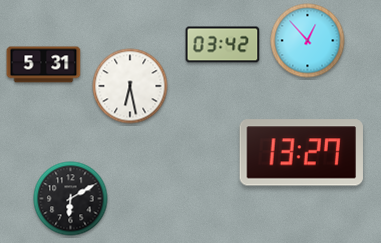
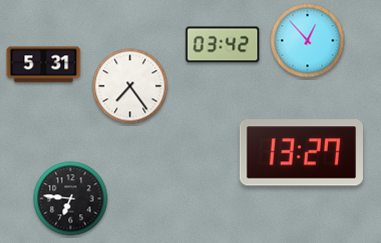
clock at (130, 86): 6:28 -> 7:24
clock at (71, 199): 6:10 -> 6:46
